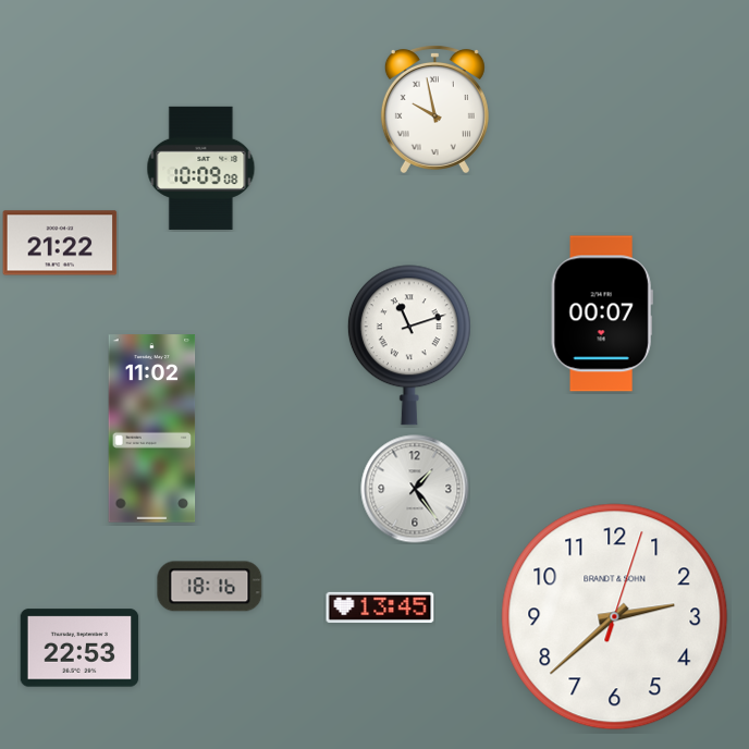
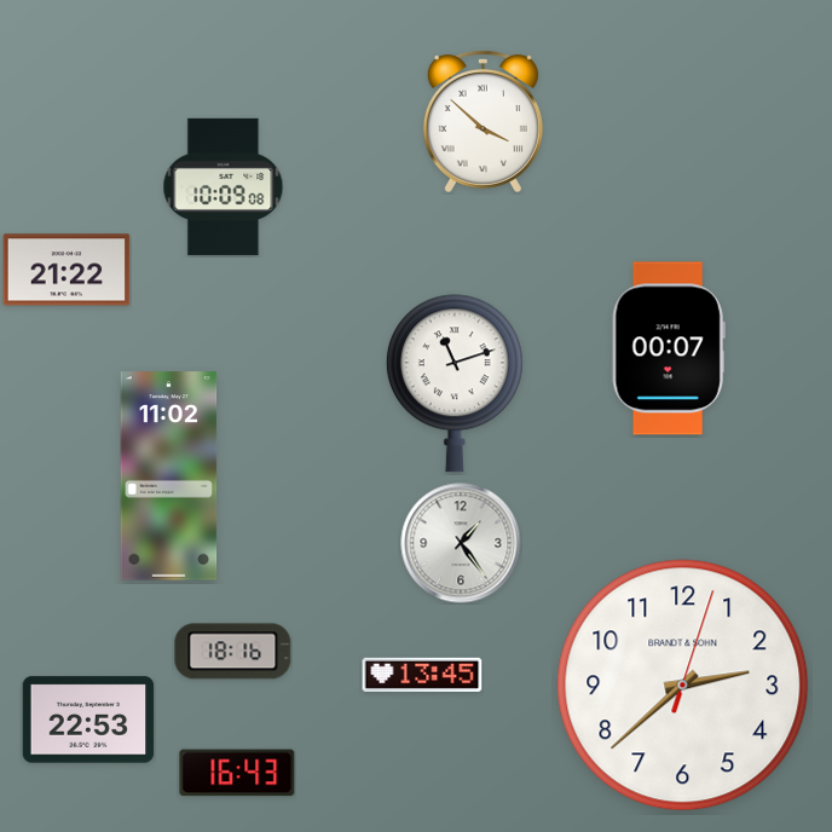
clock at (434, 109): 9:58 -> 3:52
clock at (237, 773): none -> 16:43
